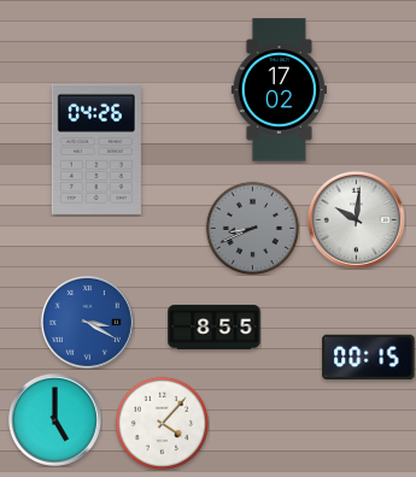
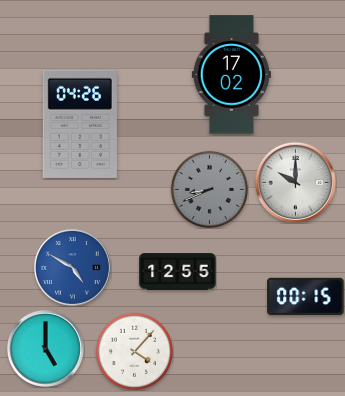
clock at (356, 219): 10:01 -> 10:00
clock at (87, 322): 3:20 -> 4:50
clock at (215, 328): 8:55 -> 12:55
